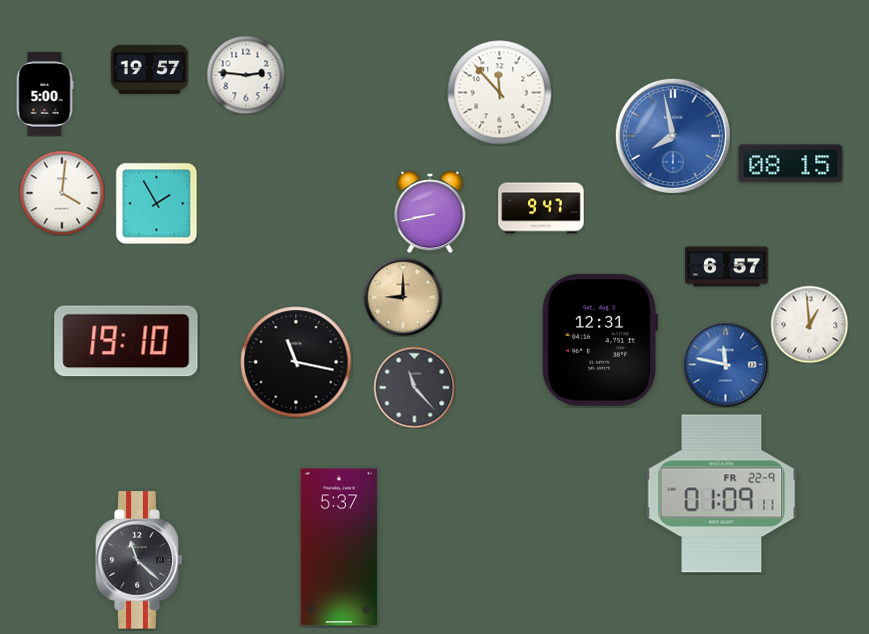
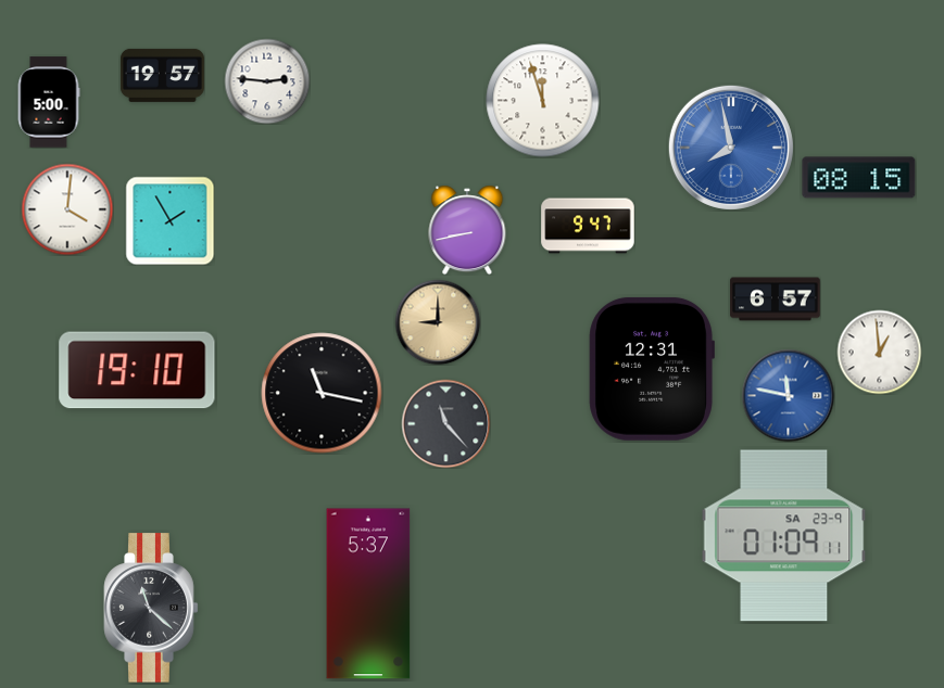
clock at (500, 93): 11:53 -> 11:57
clock at (727, 267) position: (727, 267) -> (776, 300)
clock at (414, 387) position: (414, 387) -> (445, 423)
clock at (722, 494) date: FR 22-9 -> SA 23-9
